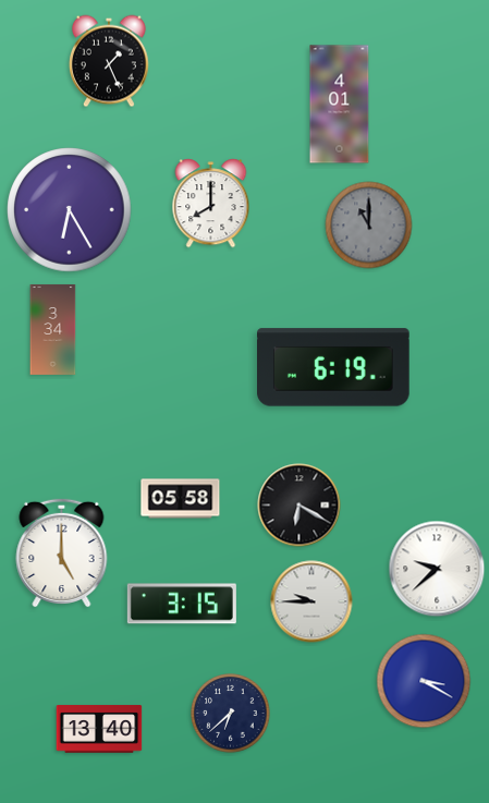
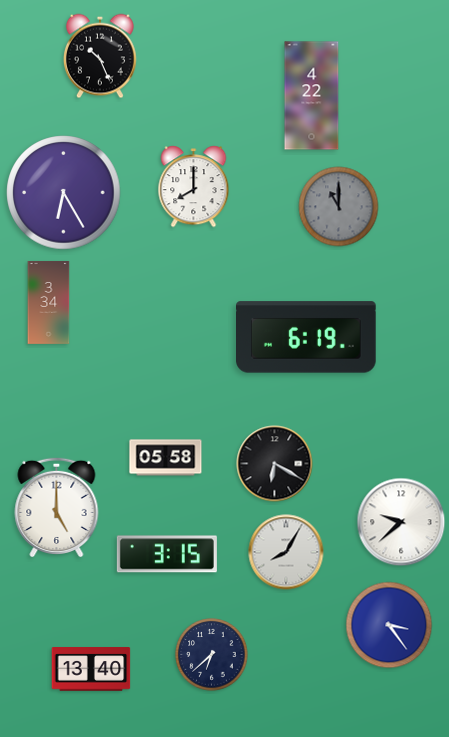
clock at (109, 61): 1:26 -> 10:26
clock at (340, 105): 4:01 -> 4:22
clock at (311, 601): 9:45 -> 8:05
clock at (424, 681): 3:20 -> 3:24
